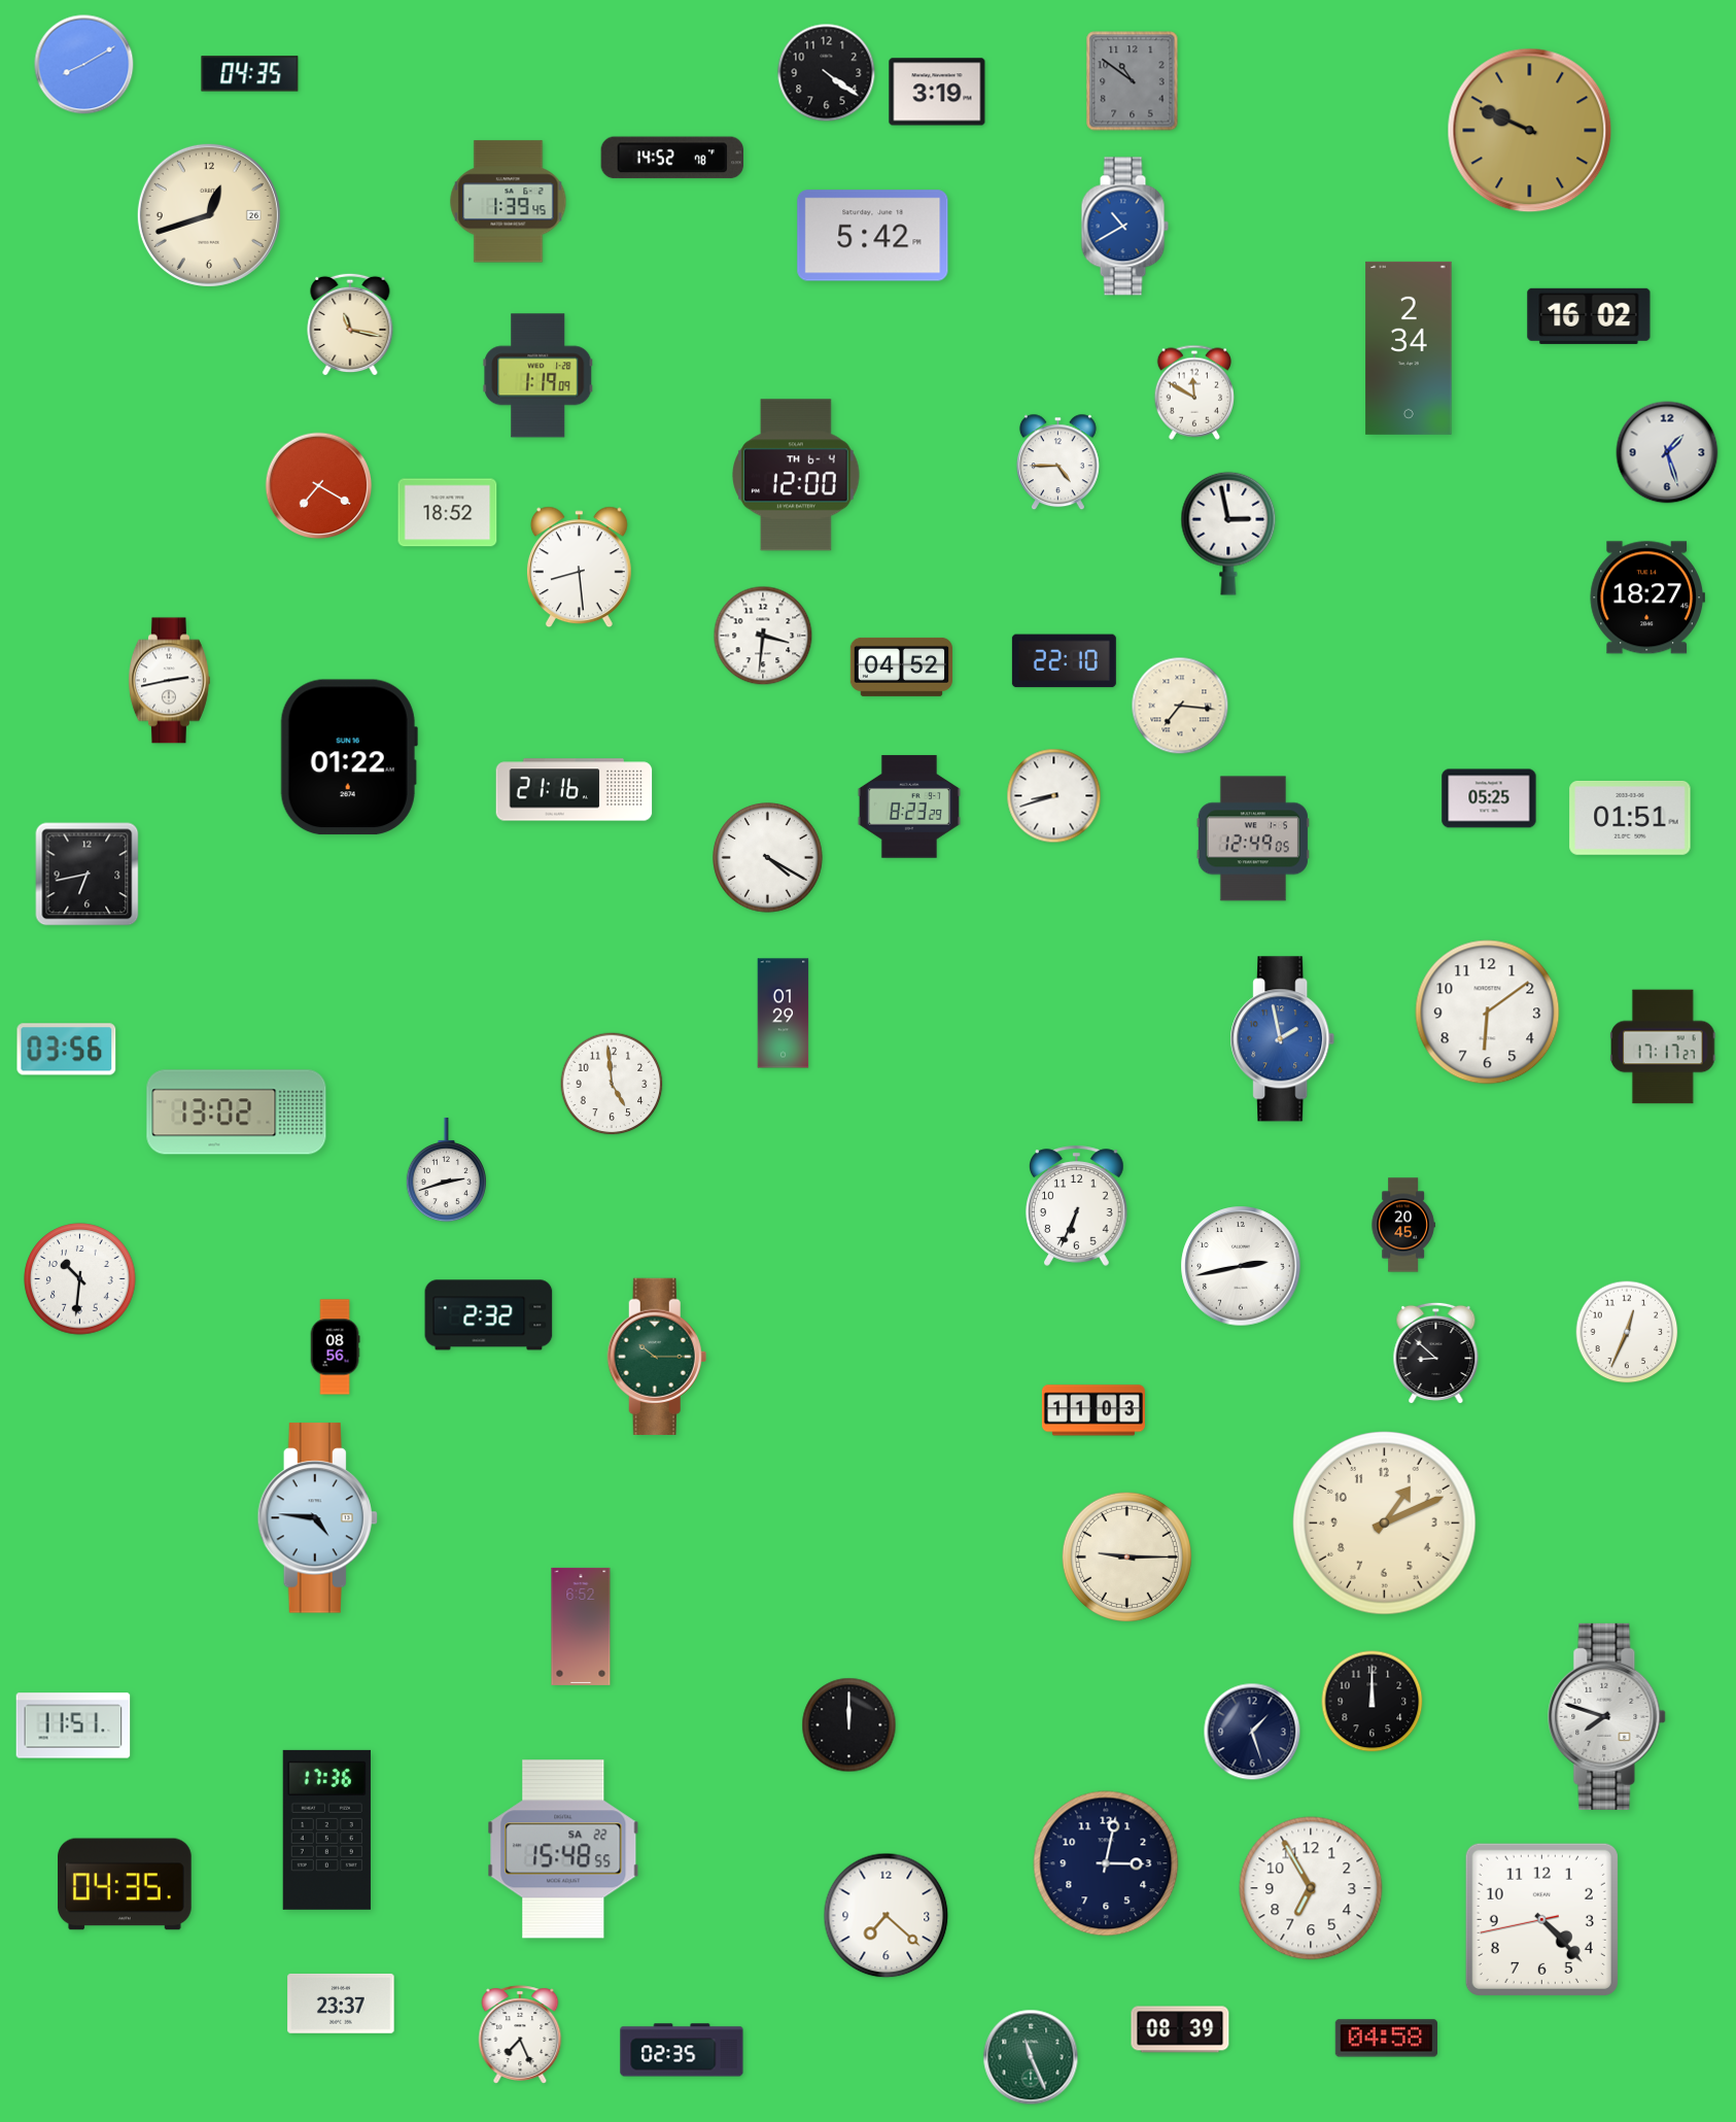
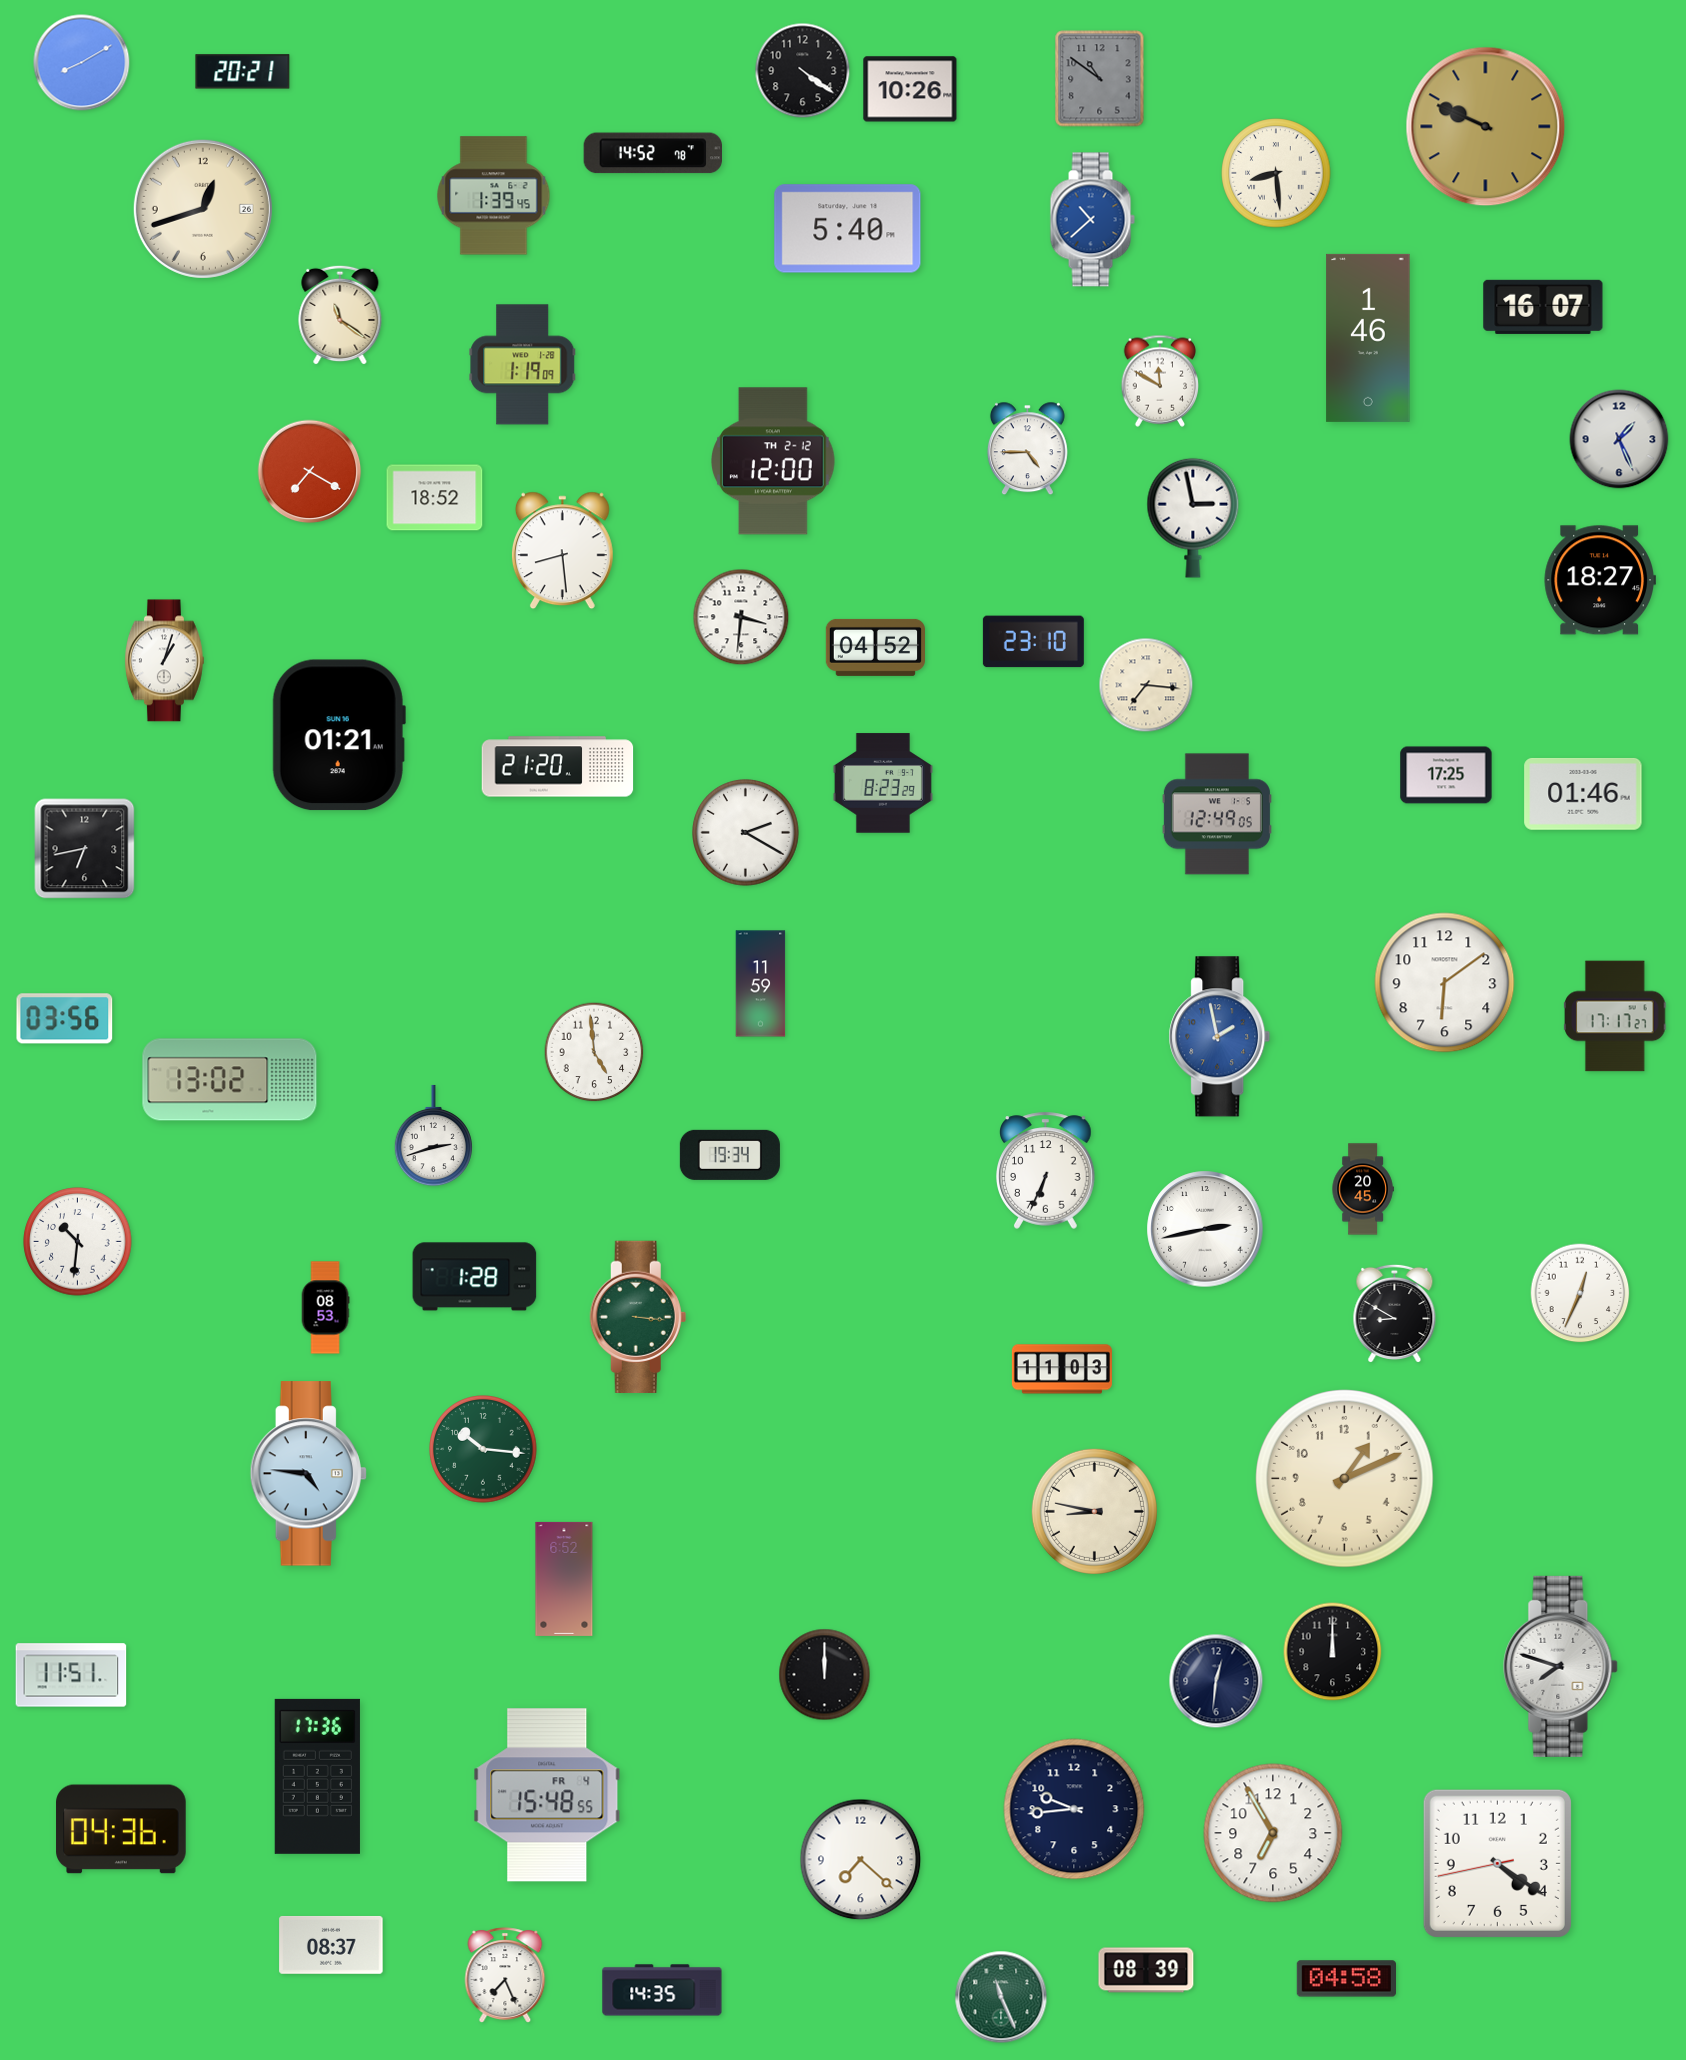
clock at (250, 74): 04:35 -> 20:21
clock at (937, 92): 3:19 -> 10:26
clock at (1276, 173): none -> 8:29
clock at (1124, 227): 10:40 -> 10:38
clock at (873, 236): 5:42 -> 5:40
clock at (1589, 316): 16:02 -> 16:07
clock at (350, 324): 11:17 -> 11:21
clock at (1409, 348): 2:34 -> 1:46
clock at (1667, 452): 1:27 -> 1:26
clock at (796, 475) date: TH 6-4 -> TH 2-12
clock at (1064, 661): 22:10 -> 23:10
clock at (169, 681): 2:43 -> 1:03
clock at (349, 757): 01:22 -> 01:21
clock at (575, 790): 21:16 -> 21:20
clock at (1054, 796): 8:42 -> none
clock at (1489, 798): 05:25 -> 17:25
clock at (1630, 818): 01:51 -> 01:46
clock at (768, 858): 4:20 -> 2:20
clock at (784, 1014): 01:29 -> 11:59
clock at (1283, 1039) position: (1283, 1039) -> (1220, 1037)
clock at (730, 1155): none -> 19:34
clock at (489, 1315): 2:32 -> 1:28
clock at (335, 1347): 08:56 -> 08:53
clock at (1436, 1353): 8:52 -> 8:50
clock at (657, 1356): 10:15 -> 3:16
clock at (483, 1449): none -> 10:16
clock at (1126, 1556): 9:15 -> 8:47
clock at (1252, 1732): 1:27 -> 12:31
clock at (563, 1849) date: SA 22 -> FR 4
clock at (1106, 1863): 3:02 -> 9:44
clock at (125, 1884): 04:35 -> 04:36
clock at (1541, 1919): 4:22 -> 4:20
clock at (341, 2004): 23:37 -> 08:37
clock at (682, 2050): 02:35 -> 14:35
